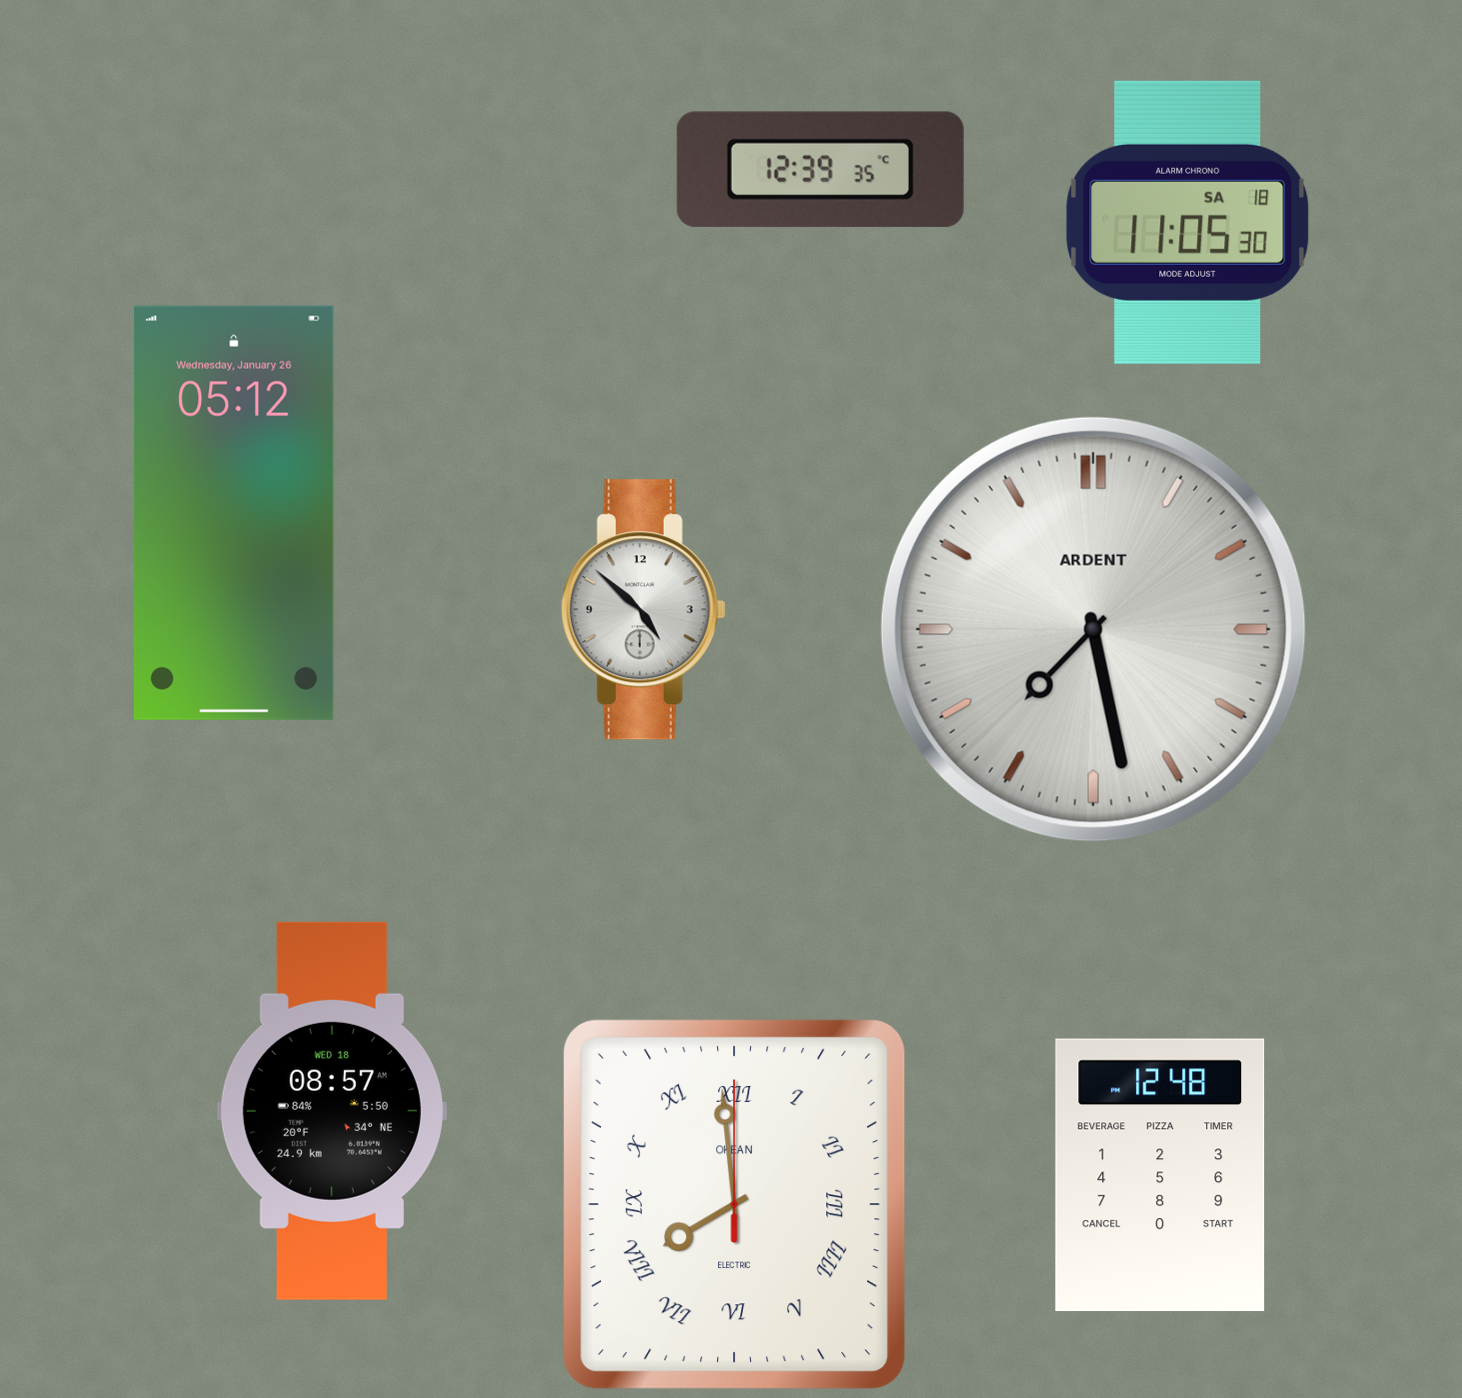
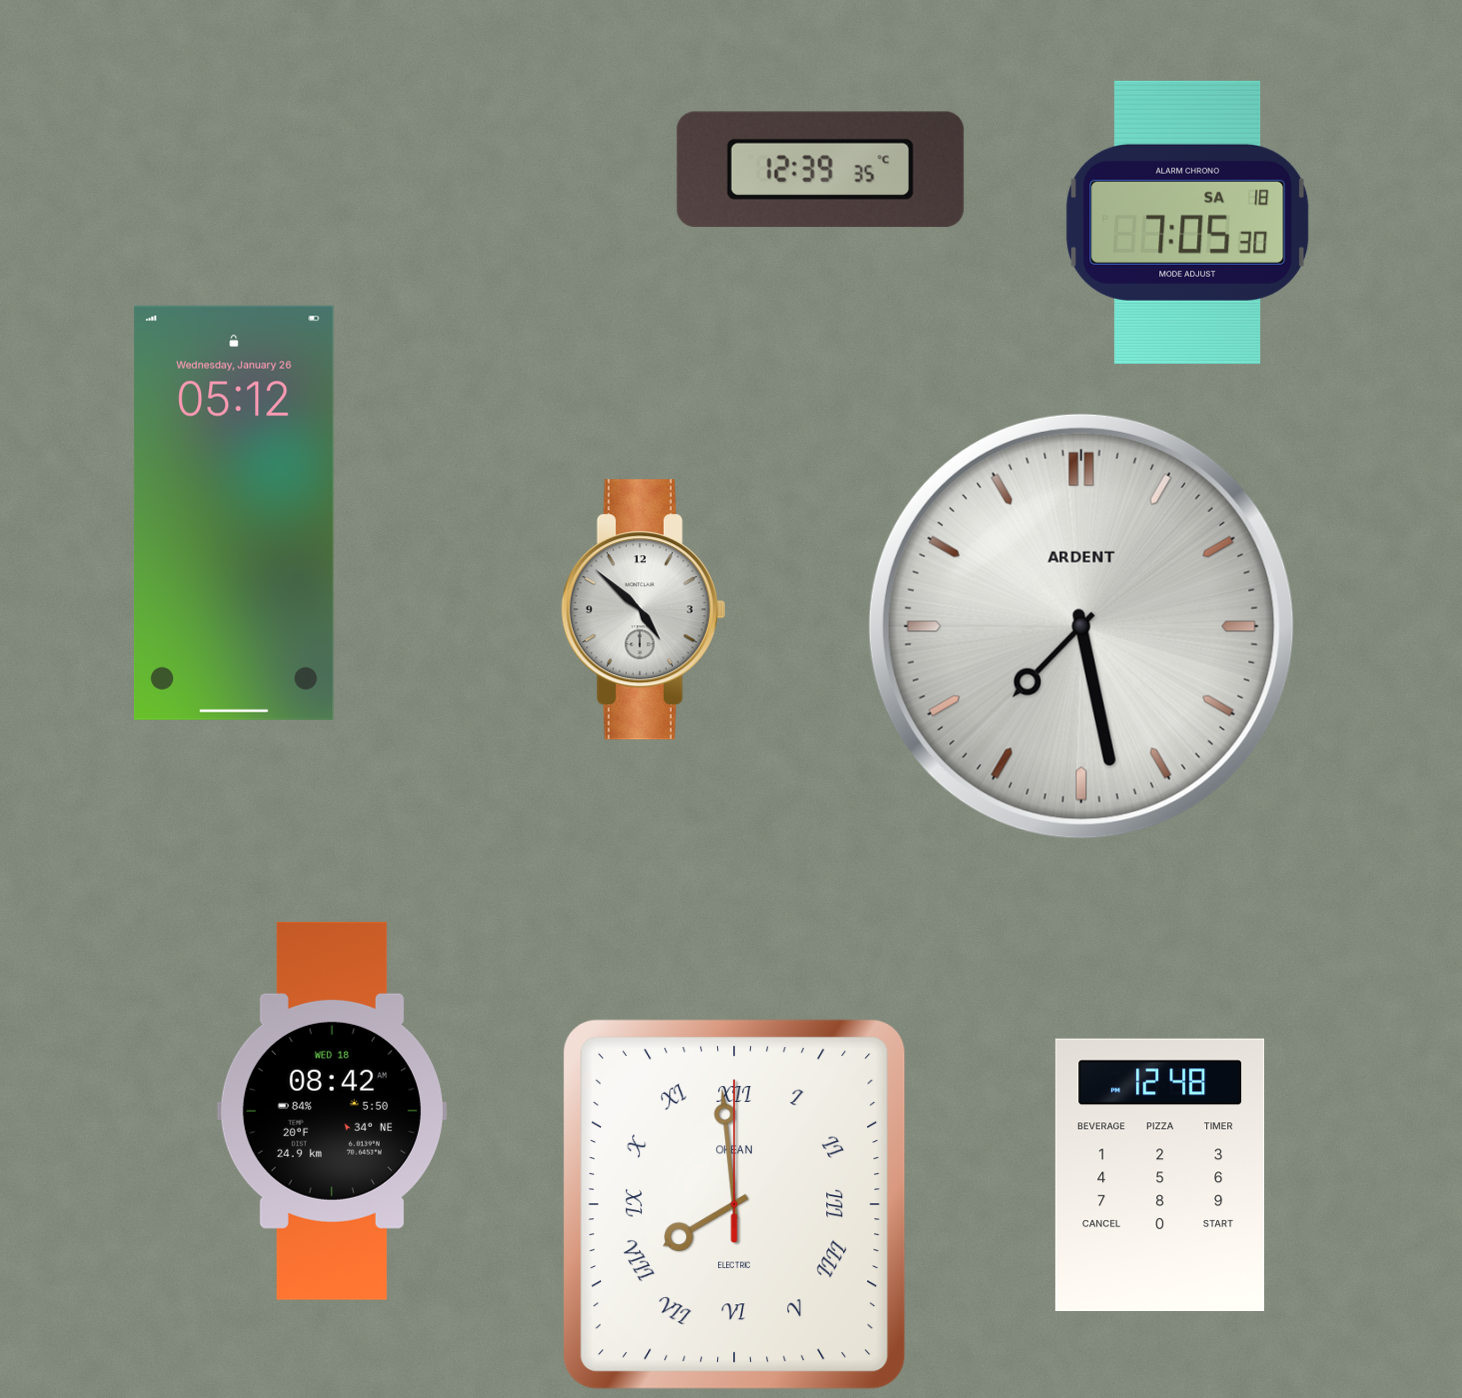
clock at (1188, 222): 11:05 -> 7:05
clock at (1093, 629) position: (1093, 629) -> (1081, 626)
clock at (332, 1111): 08:57 -> 08:42
